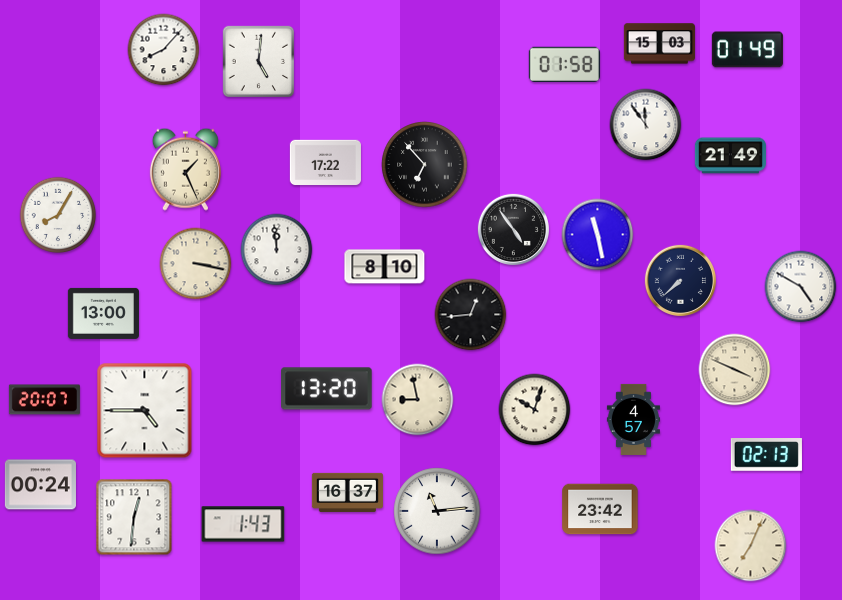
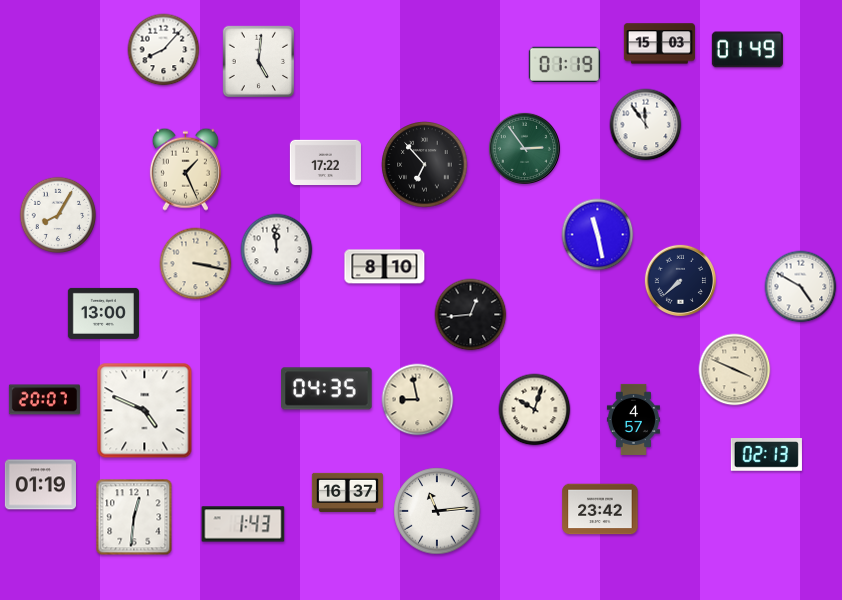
clock at (564, 64): 01:58 -> 01:19
clock at (524, 148): none -> 2:54
clock at (730, 156): 21:49 -> none
clock at (513, 229): 4:54 -> none
clock at (327, 389): 13:20 -> 04:35
clock at (145, 411): 4:45 -> 4:49
clock at (40, 485): 00:24 -> 01:19
clock at (751, 546): 7:04 -> none
